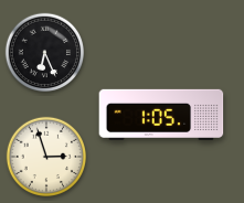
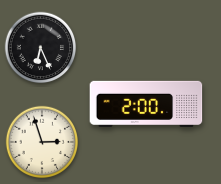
clock at (161, 115): 1:05 -> 2:00
